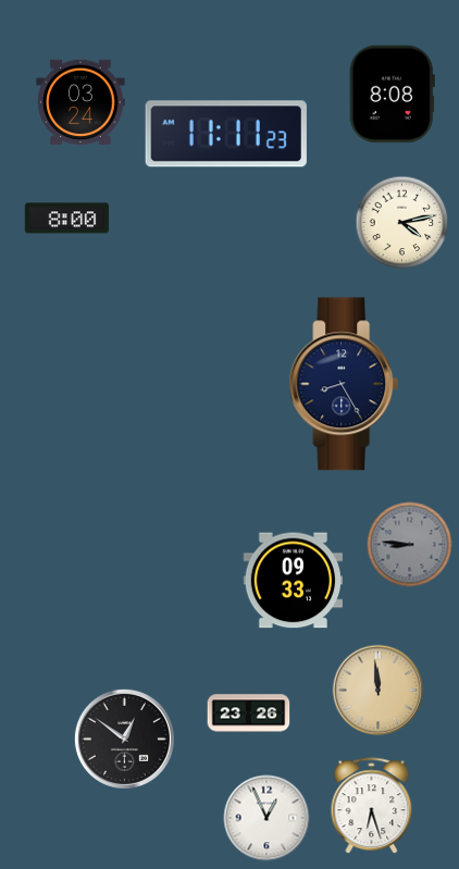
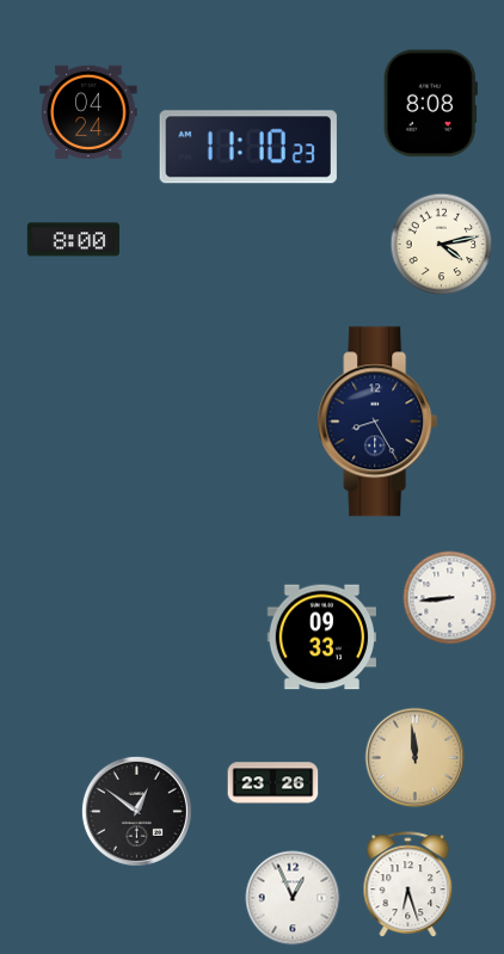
clock at (80, 102): 03:24 -> 04:24
clock at (226, 134): 11:11 -> 11:10
clock at (410, 545): 8:46 -> 8:44
clock at (410, 545) dial: grey -> white
